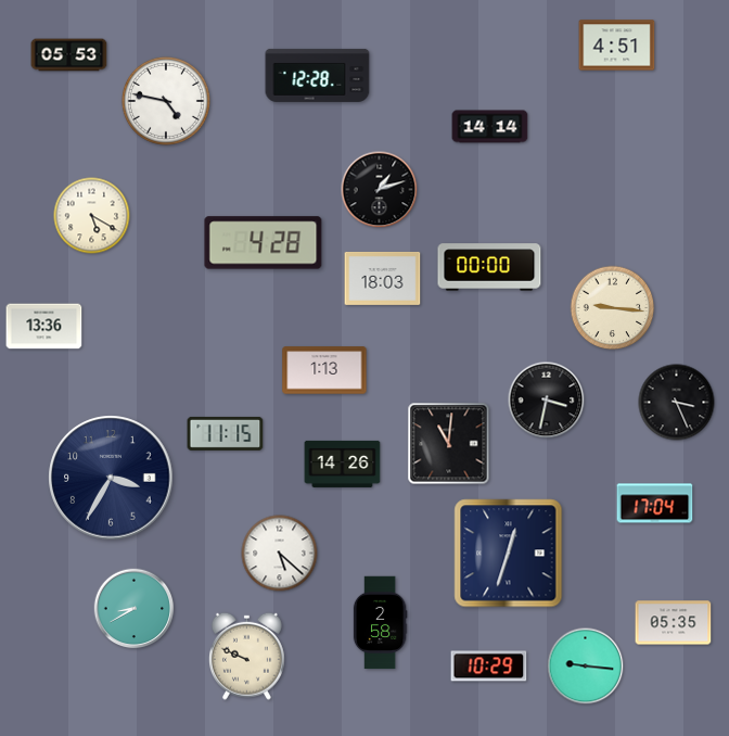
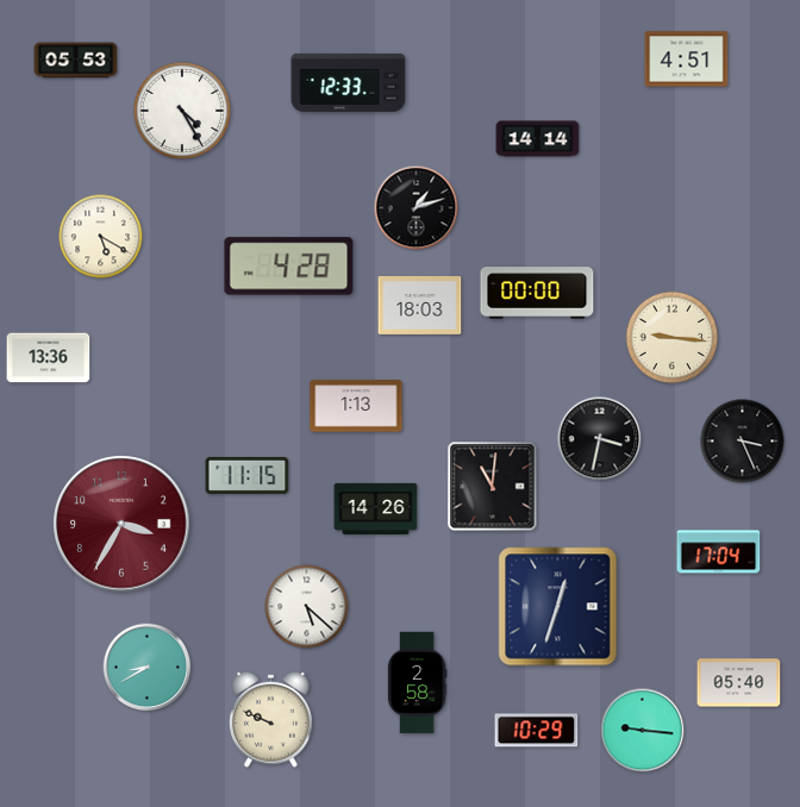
clock at (617, 46) position: (617, 46) -> (687, 60)
clock at (318, 75): 12:28 -> 12:33
clock at (166, 101): 4:47 -> 4:25
clock at (111, 478) dial: navy -> burgundy
clock at (674, 623): 05:35 -> 05:40
